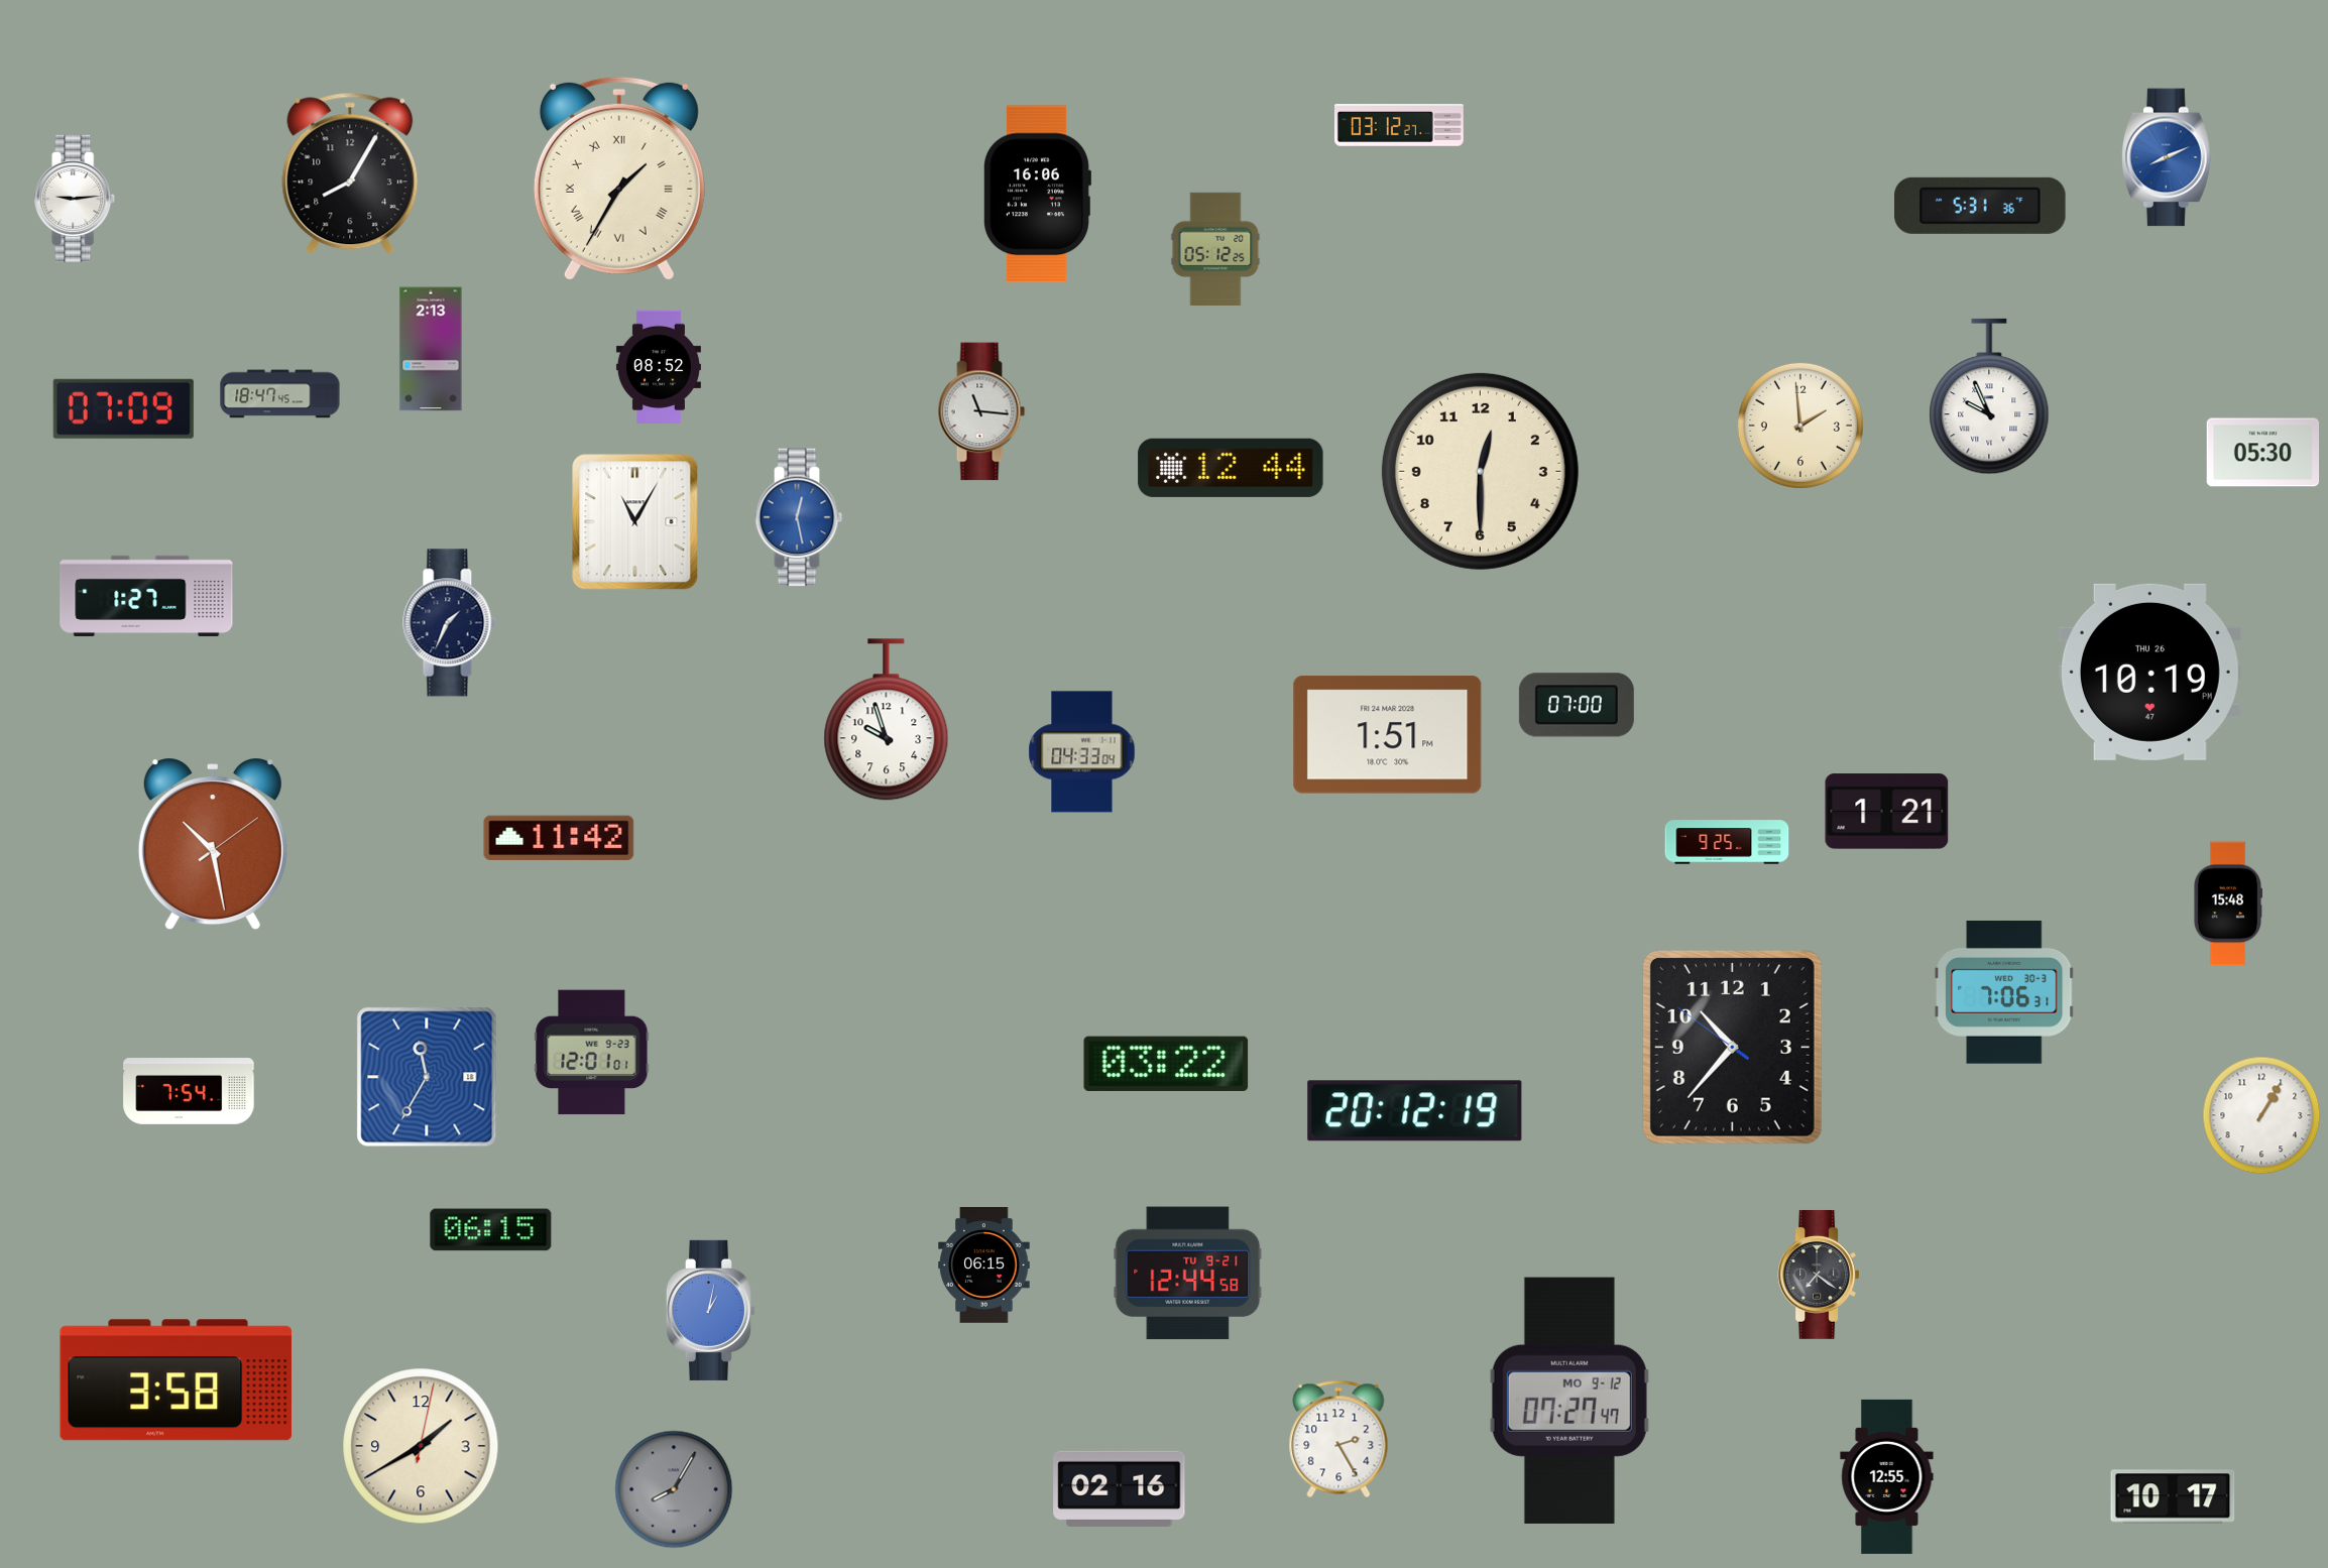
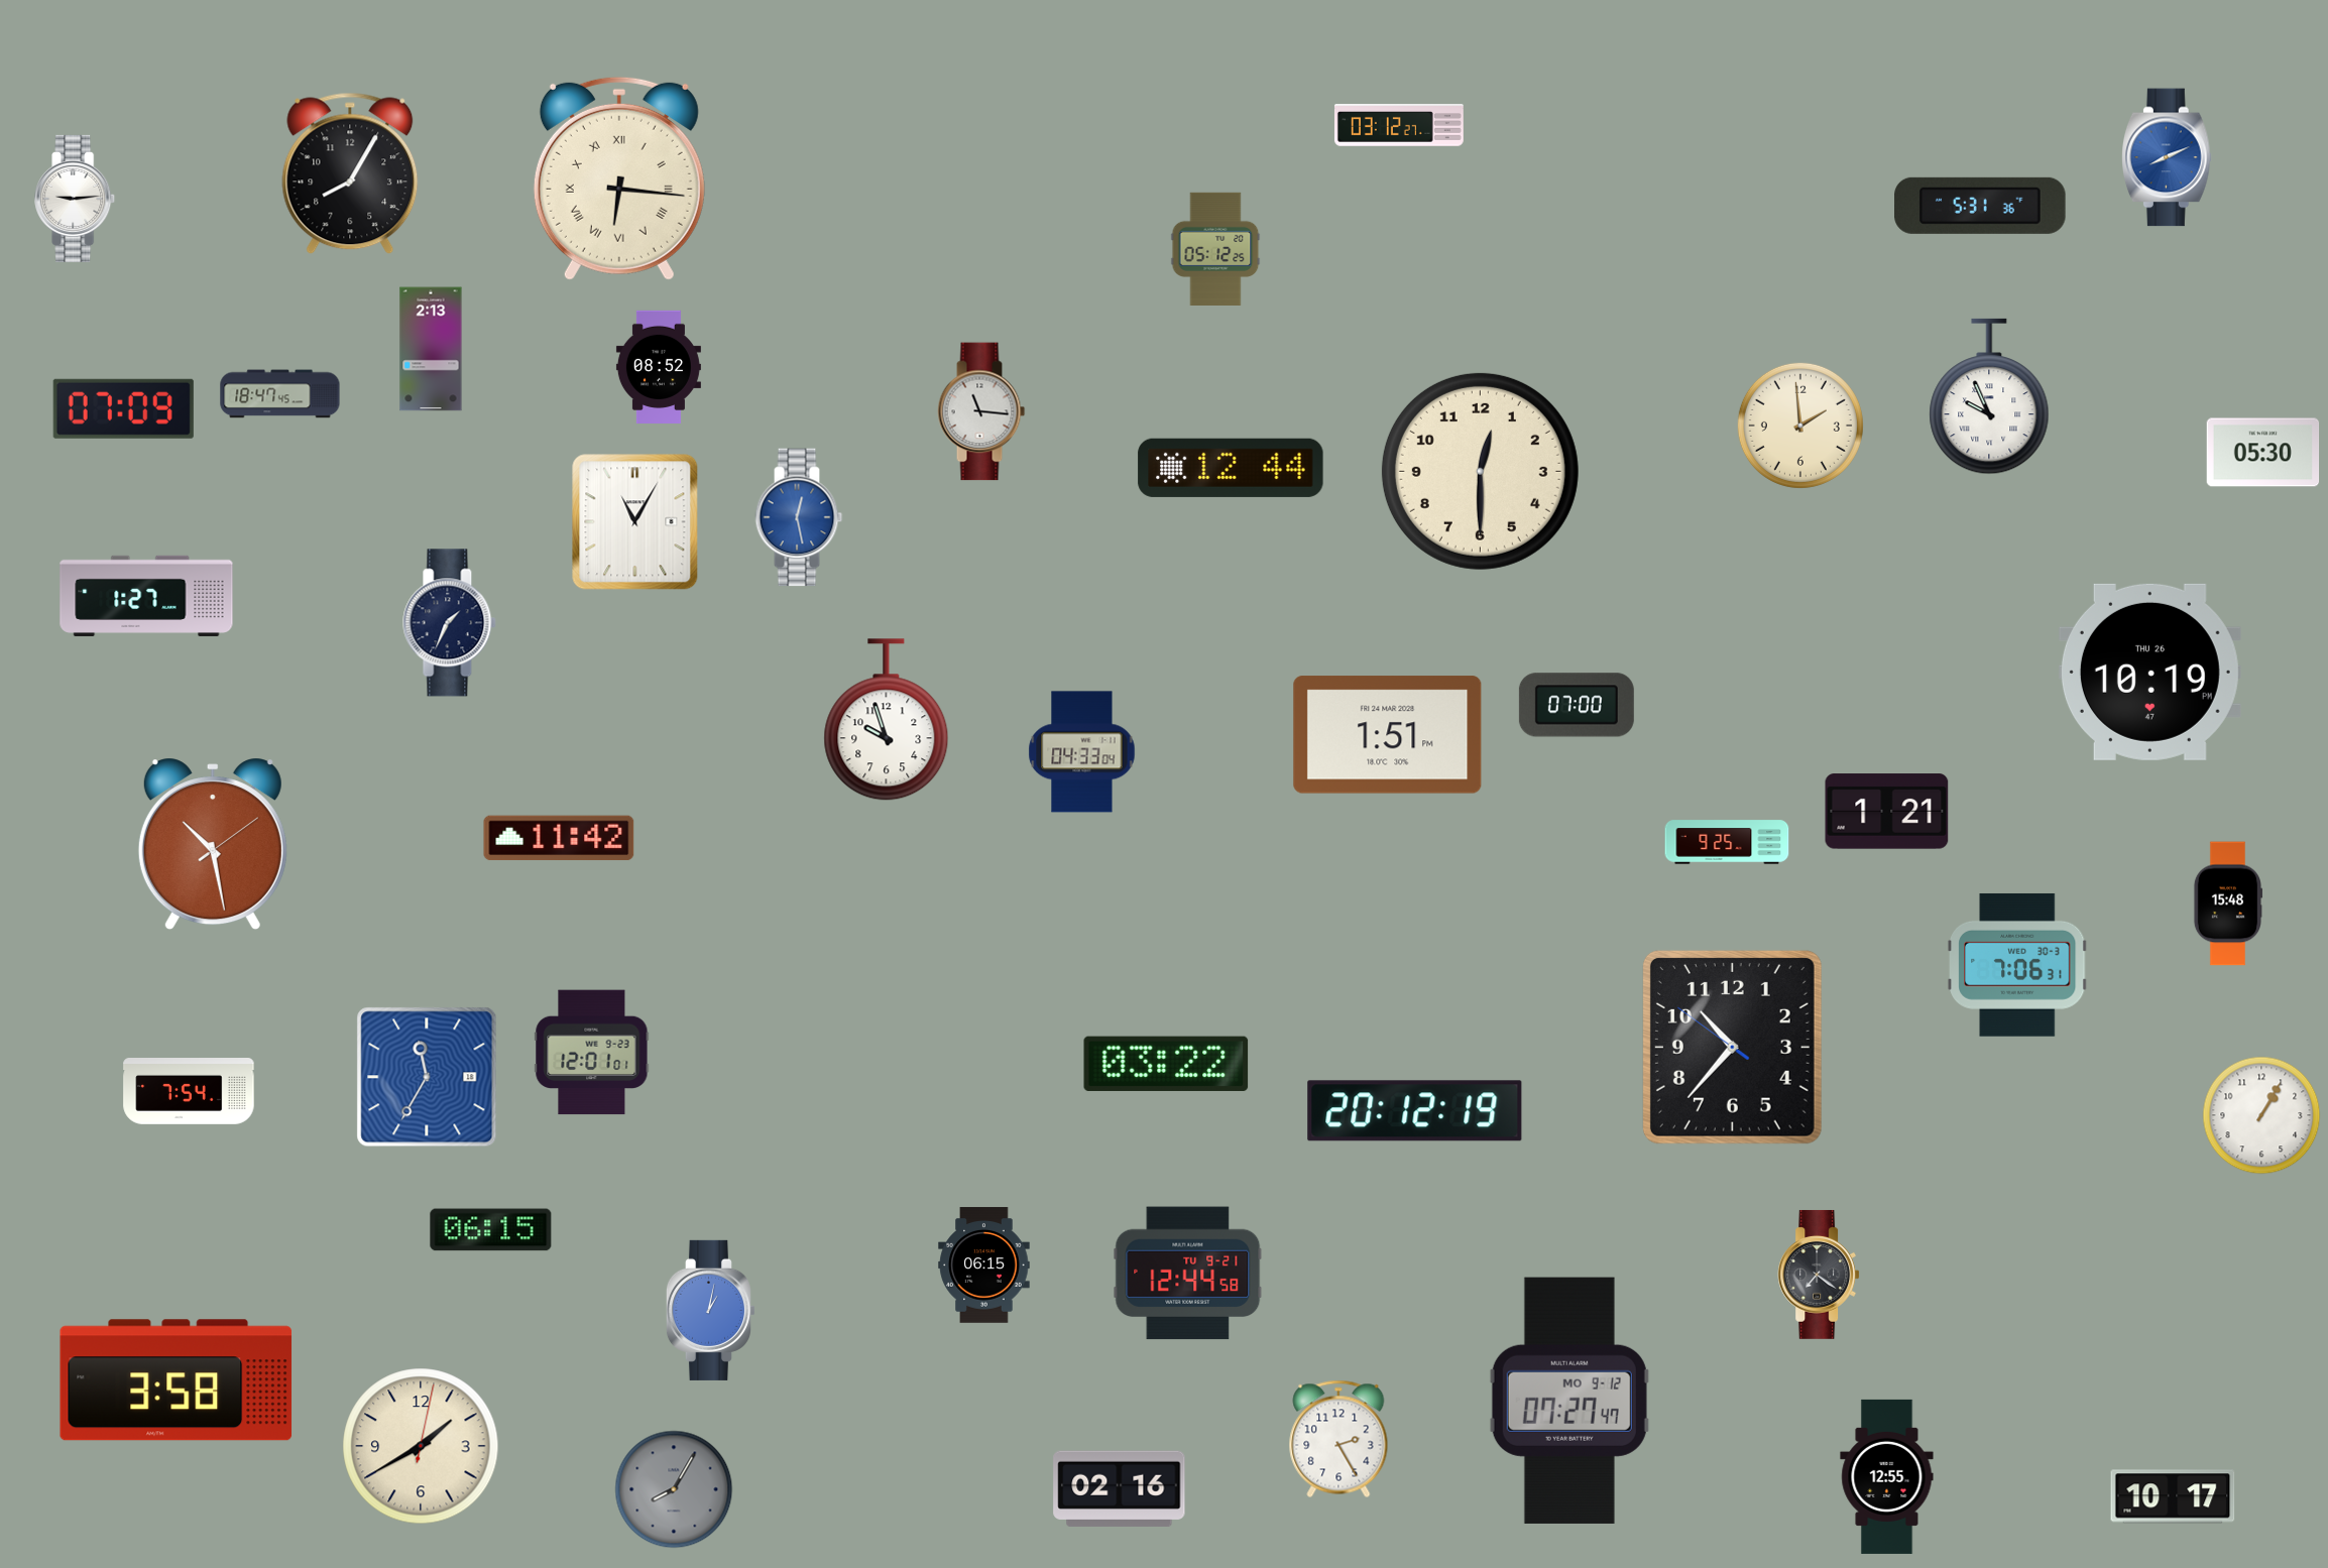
clock at (619, 178): 1:35 -> 6:16
clock at (1037, 195): 16:06 -> none
clock at (2004, 992) position: (2004, 992) -> (2017, 965)
